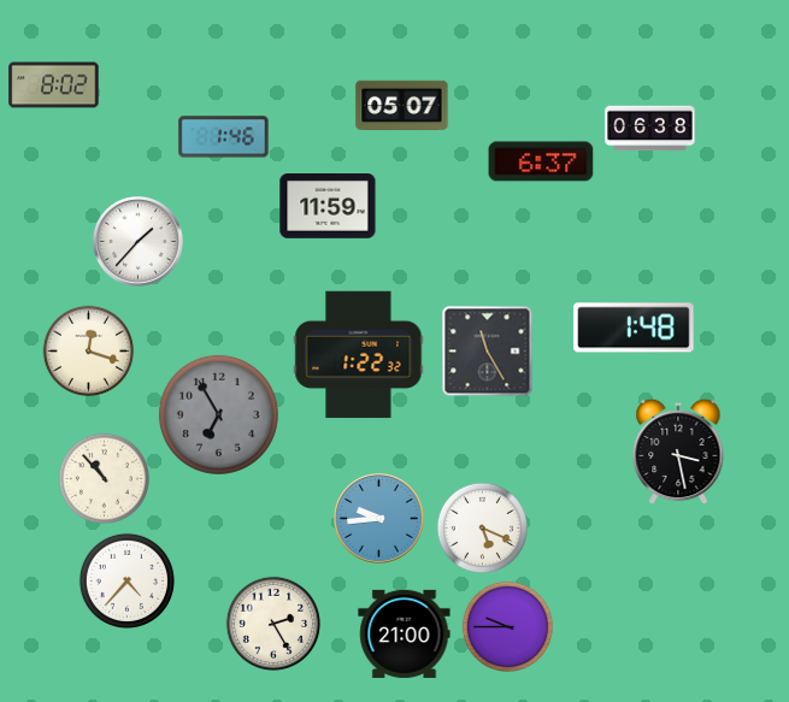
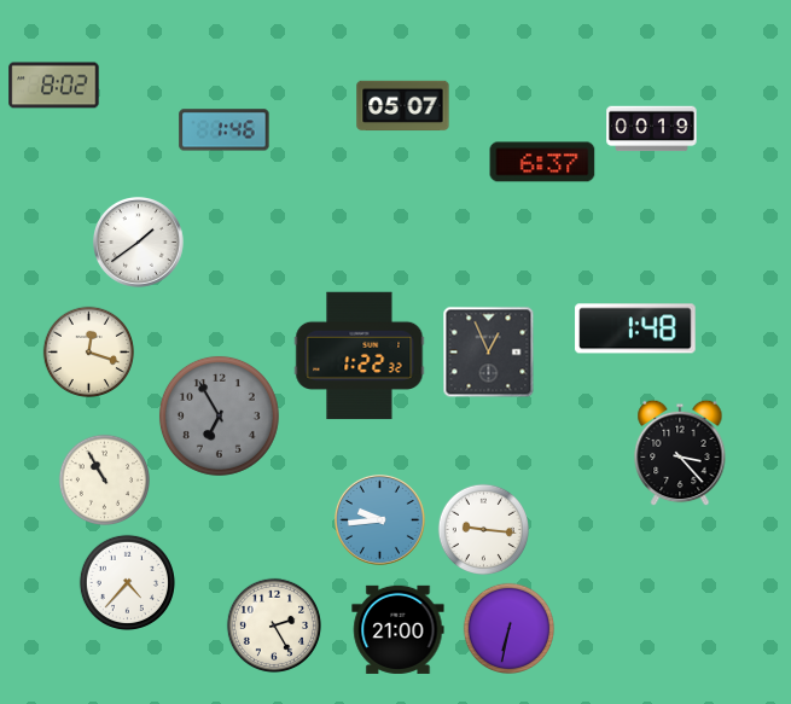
clock at (650, 129): 06:38 -> 00:19
clock at (224, 137) position: (224, 137) -> (225, 130)
clock at (328, 207): 11:59 -> none
clock at (139, 242): 1:37 -> 1:39
clock at (488, 352): 11:25 -> 12:56
clock at (678, 452): 3:28 -> 3:23
clock at (104, 478): 10:53 -> 10:55
clock at (482, 527): 5:19 -> 9:16
clock at (507, 626): 9:45 -> 6:32
clock at (405, 633) position: (405, 633) -> (399, 629)
